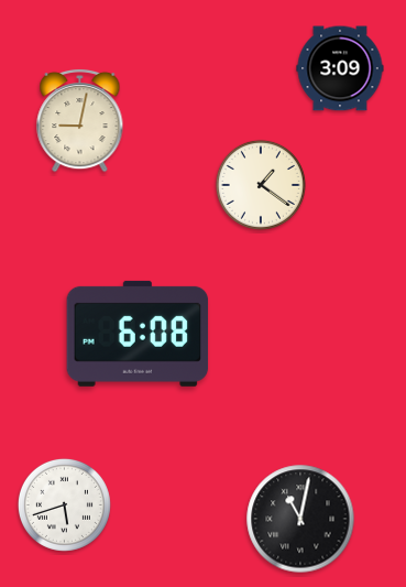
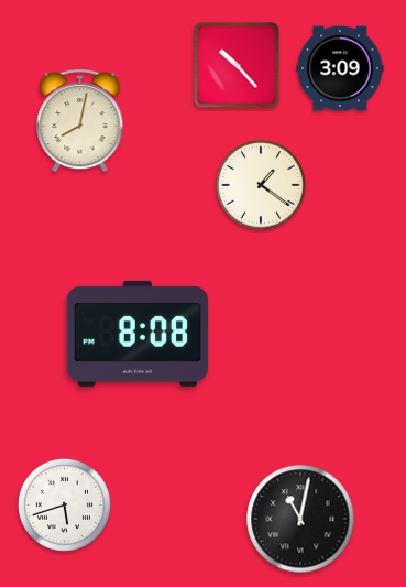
clock at (237, 65): none -> 10:23
clock at (80, 120): 9:02 -> 8:02
clock at (138, 334): 6:08 -> 8:08
